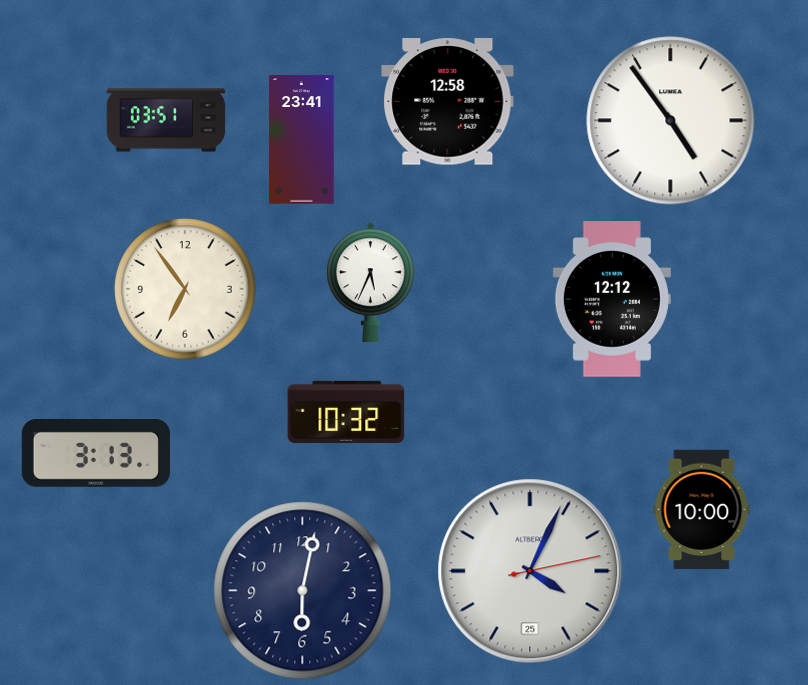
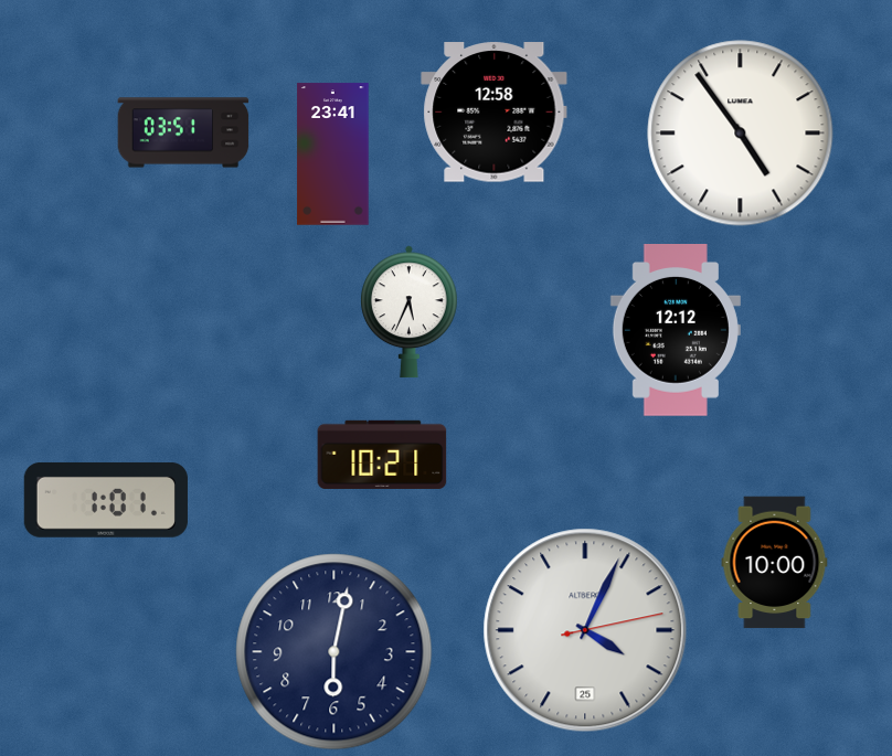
clock at (185, 289): 6:54 -> none
clock at (346, 412): 10:32 -> 10:21
clock at (96, 453): 3:13 -> 1:01
